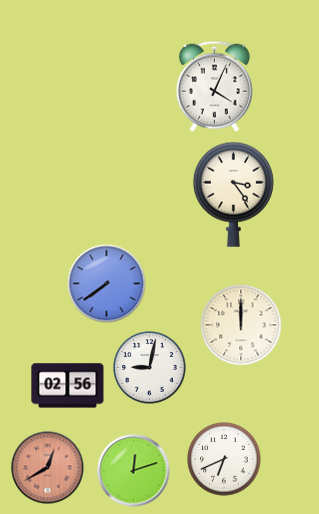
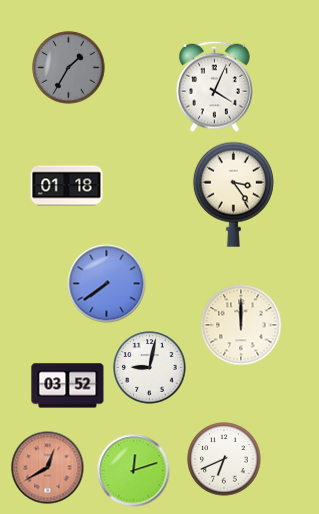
clock at (69, 68): none -> 1:35
clock at (67, 186): none -> 01:18
clock at (68, 386): 02:56 -> 03:52
